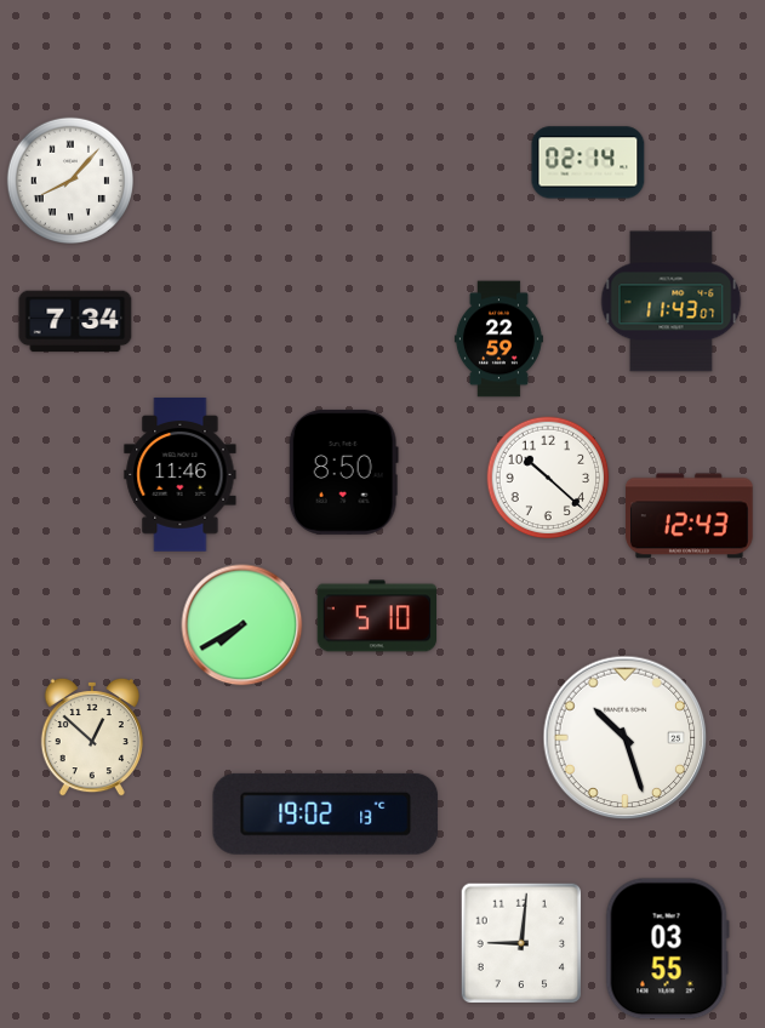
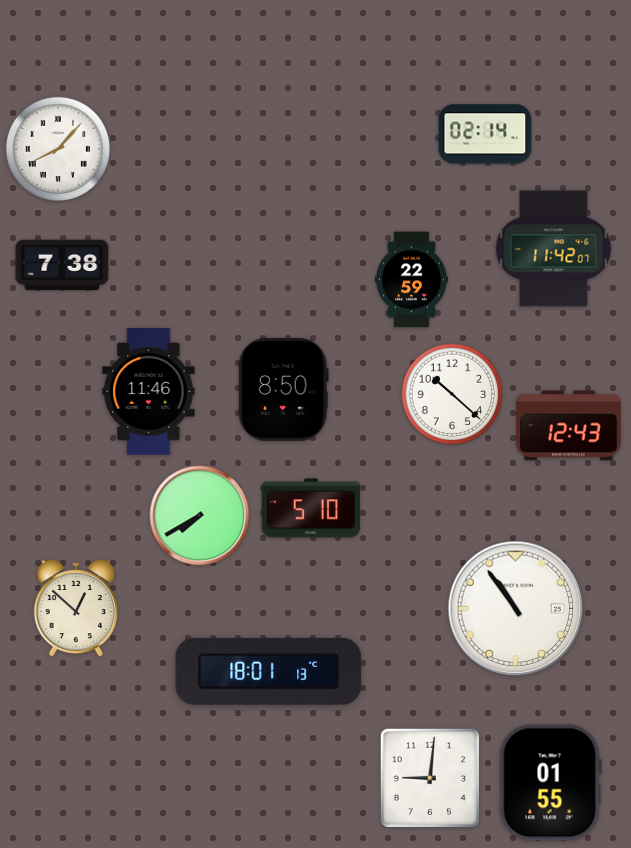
clock at (672, 302): 11:43 -> 11:42
clock at (75, 321): 7:34 -> 7:38
clock at (626, 738): 10:27 -> 10:54
clock at (326, 813): 19:02 -> 18:01
clock at (667, 949): 03:55 -> 01:55
